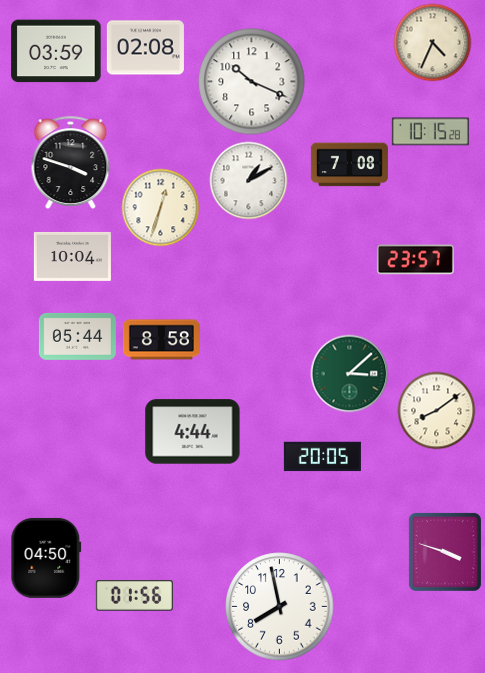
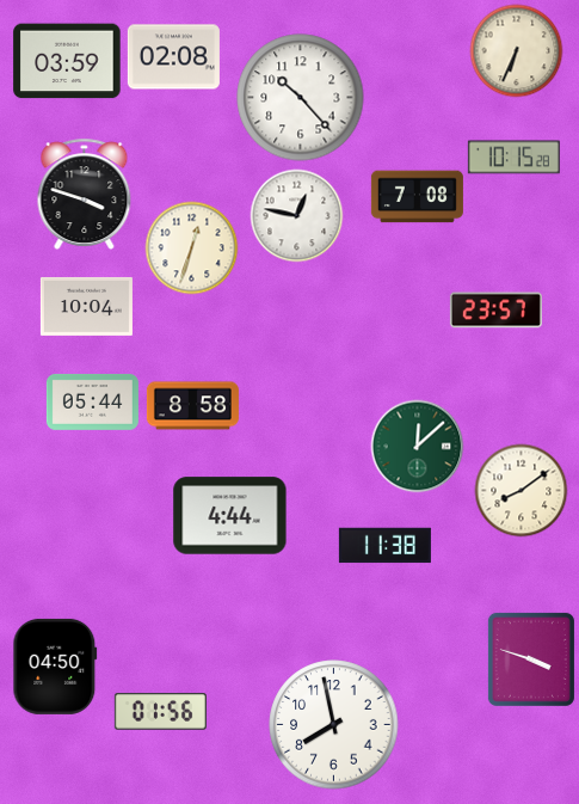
clock at (432, 42): 4:34 -> 6:34
clock at (252, 82): 10:19 -> 10:23
clock at (248, 180): 1:10 -> 12:47
clock at (349, 373): 3:08 -> 12:08
clock at (322, 457): 20:05 -> 11:38
